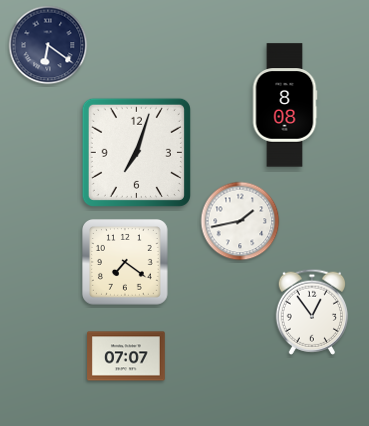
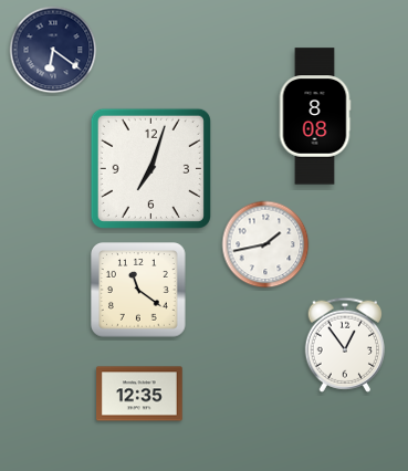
clock at (126, 263): 7:21 -> 11:21
clock at (126, 356): 07:07 -> 12:35
